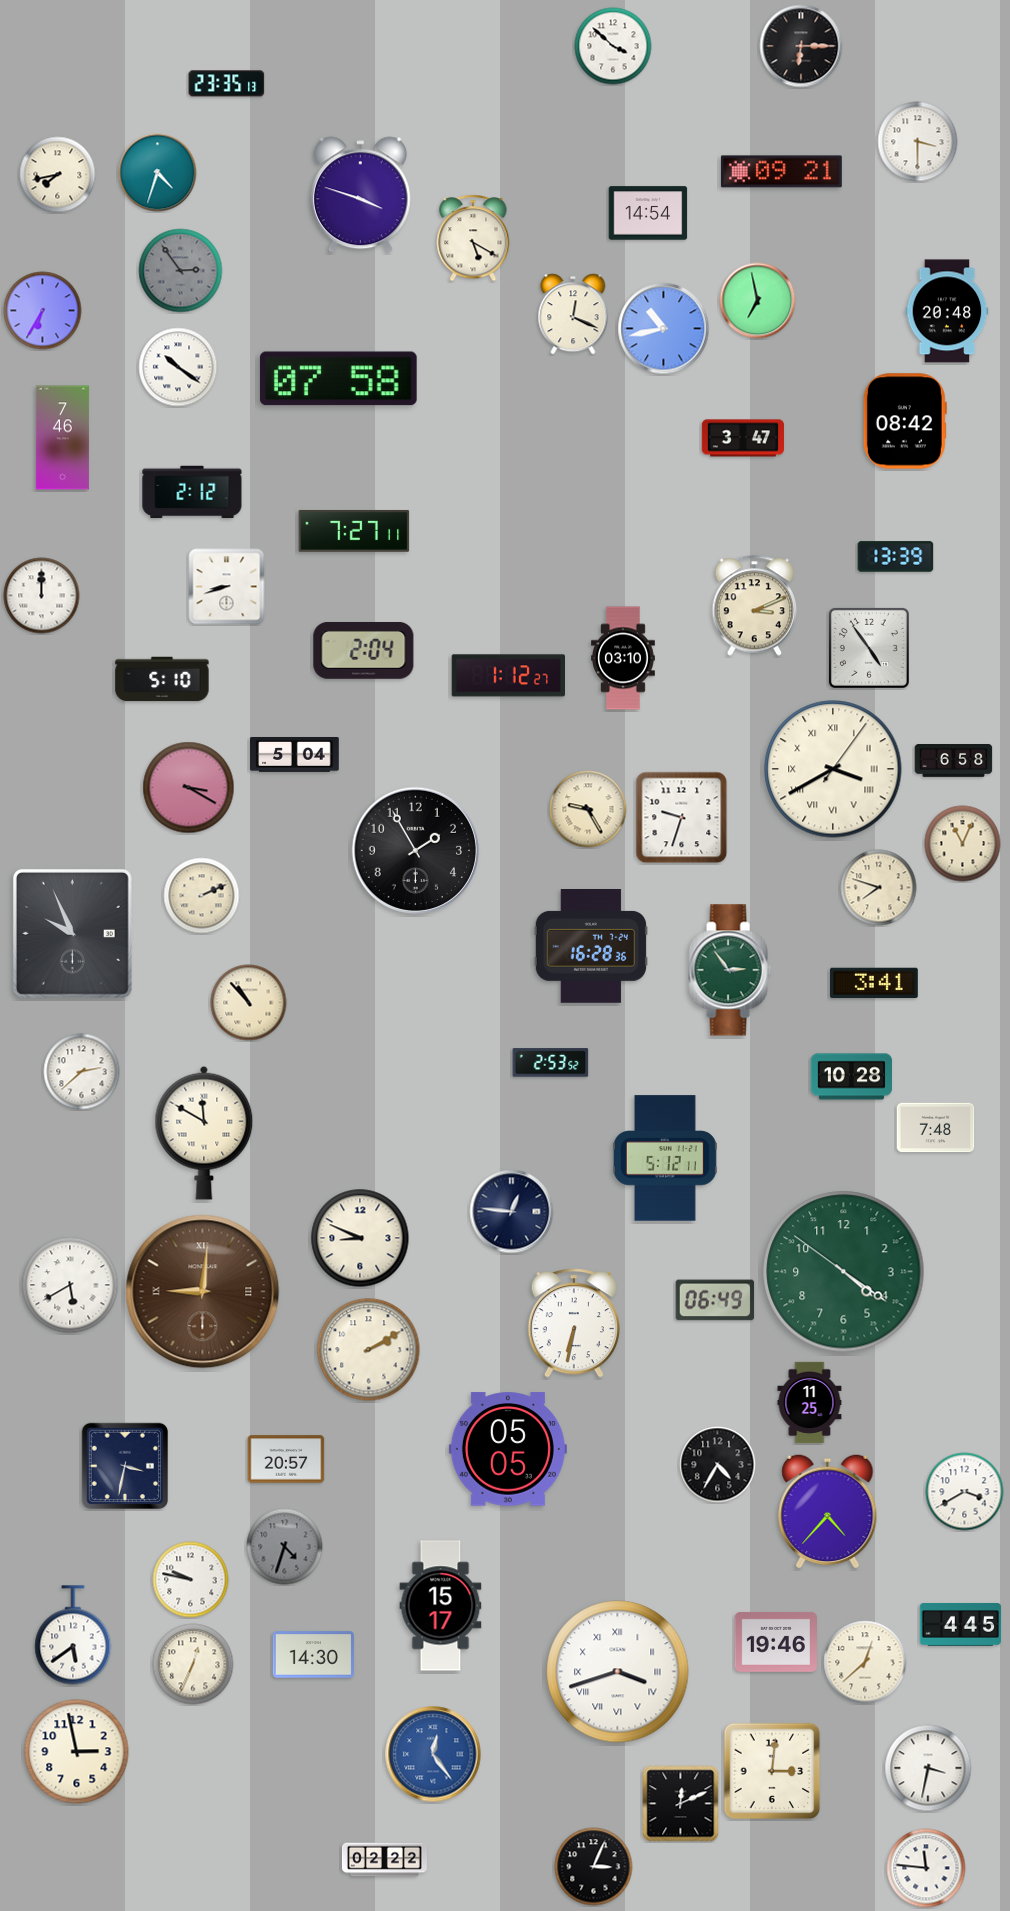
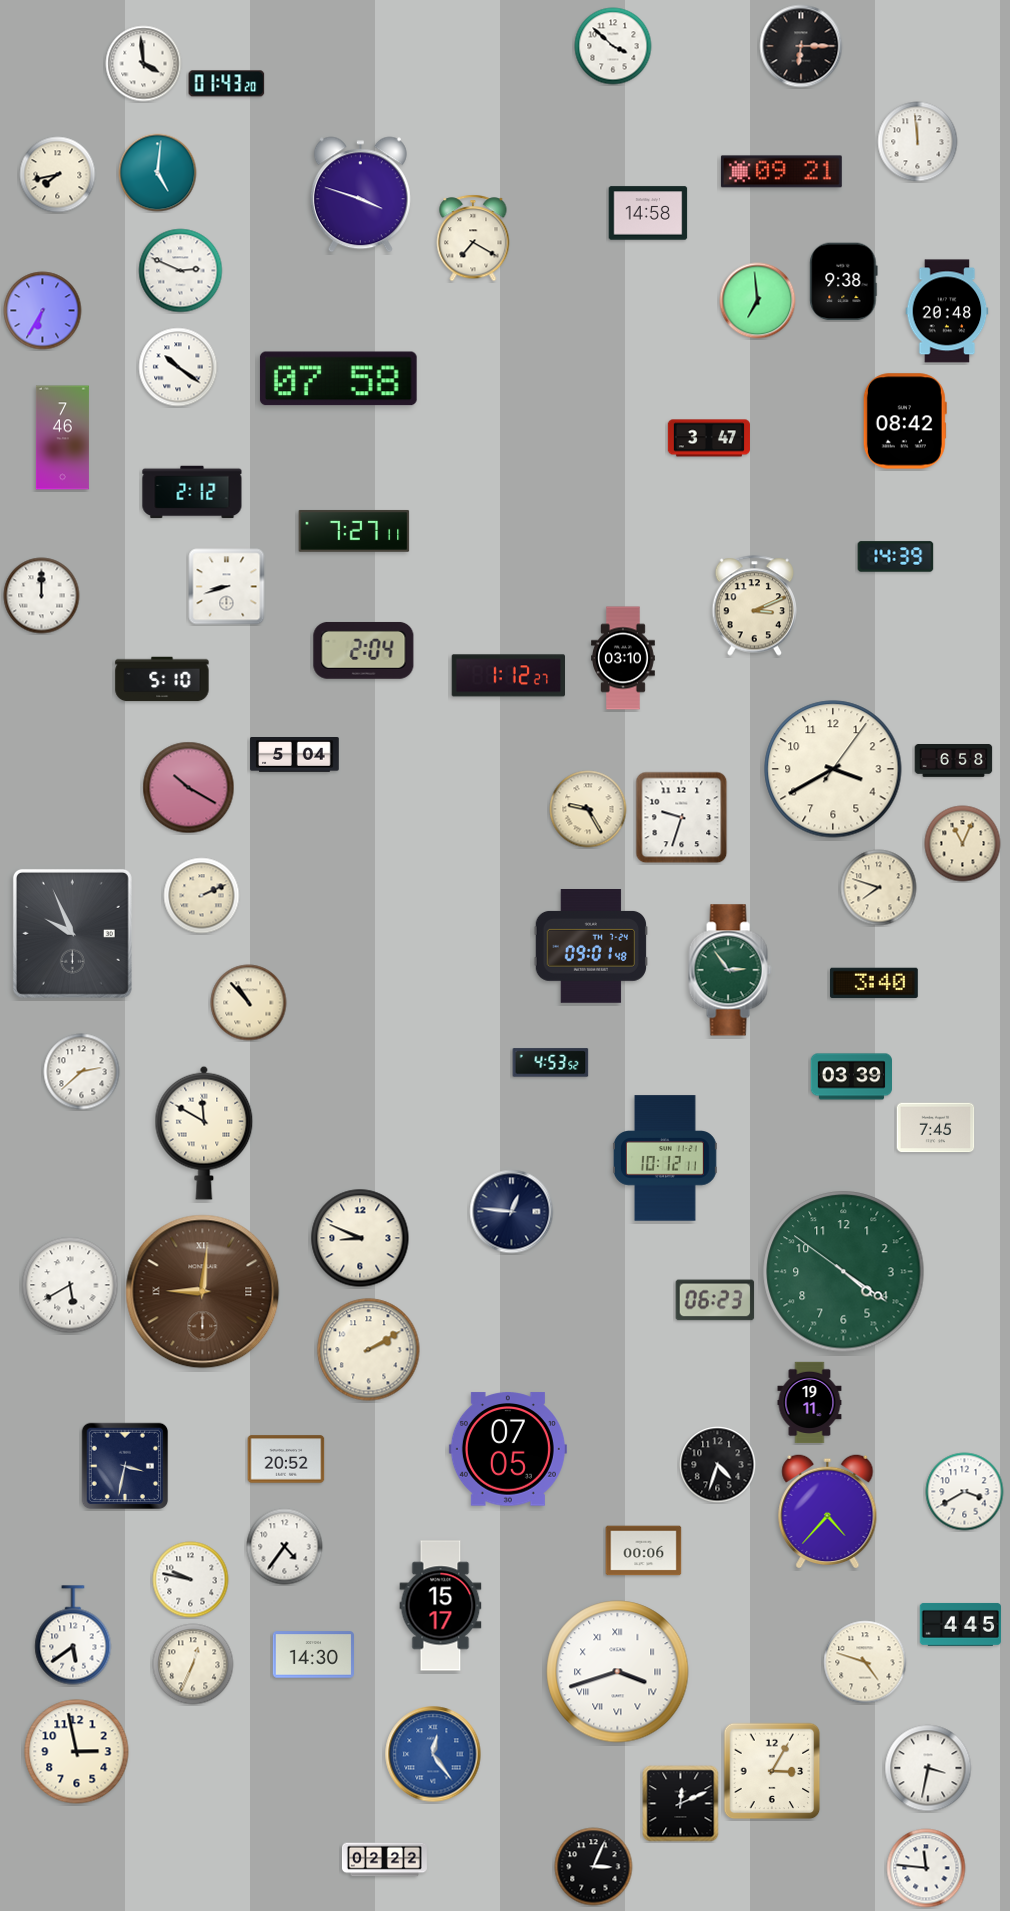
clock at (144, 64): none -> 3:59
clock at (227, 84): 23:35 -> 01:43
clock at (918, 142): 3:30 -> 11:59
clock at (158, 173): 4:33 -> 5:01
clock at (648, 213): 14:54 -> 14:58
clock at (473, 238): 5:20 -> 7:20
clock at (181, 271): 2:54 -> 2:49
clock at (181, 271) dial: grey -> white
clock at (844, 282): none -> 9:38
clock at (758, 301): 6:58 -> 6:59
clock at (573, 314): 12:19 -> none
clock at (664, 329): 10:43 -> none
clock at (742, 438) position: (742, 438) -> (708, 438)
clock at (896, 557): 13:39 -> 14:39
clock at (869, 648): 4:54 -> none
clock at (833, 769) numerals: Roman -> Arabic
clock at (189, 788): 3:20 -> 10:20
clock at (415, 850): 1:55 -> none
clock at (590, 947): 16:28 -> 09:01
clock at (875, 983): 3:41 -> 3:40
clock at (551, 1063): 2:53 -> 4:53
clock at (851, 1077): 10:28 -> 03:39
clock at (936, 1128): 7:48 -> 7:45
clock at (665, 1158): 5:12 -> 10:12
clock at (715, 1300): 06:49 -> 06:23
clock at (574, 1323): 6:32 -> none
clock at (810, 1403): 11:25 -> 19:11
clock at (508, 1449): 05:05 -> 07:05
clock at (286, 1459): 20:57 -> 20:52
clock at (718, 1465): 4:35 -> 4:33
clock at (285, 1547): 4:33 -> 4:36
clock at (285, 1547) dial: grey -> white
clock at (644, 1551): none -> 00:06
clock at (776, 1642): 19:46 -> none
clock at (865, 1662): 12:38 -> 4:48
clock at (772, 1771): 3:01 -> 3:05
